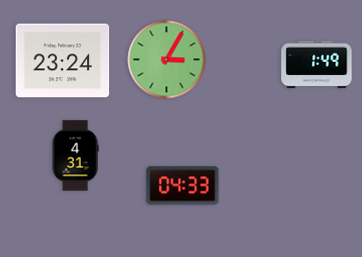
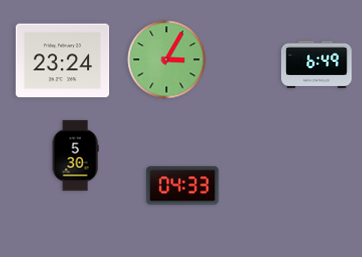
clock at (317, 65): 1:49 -> 6:49
clock at (75, 156): 4:31 -> 5:30
